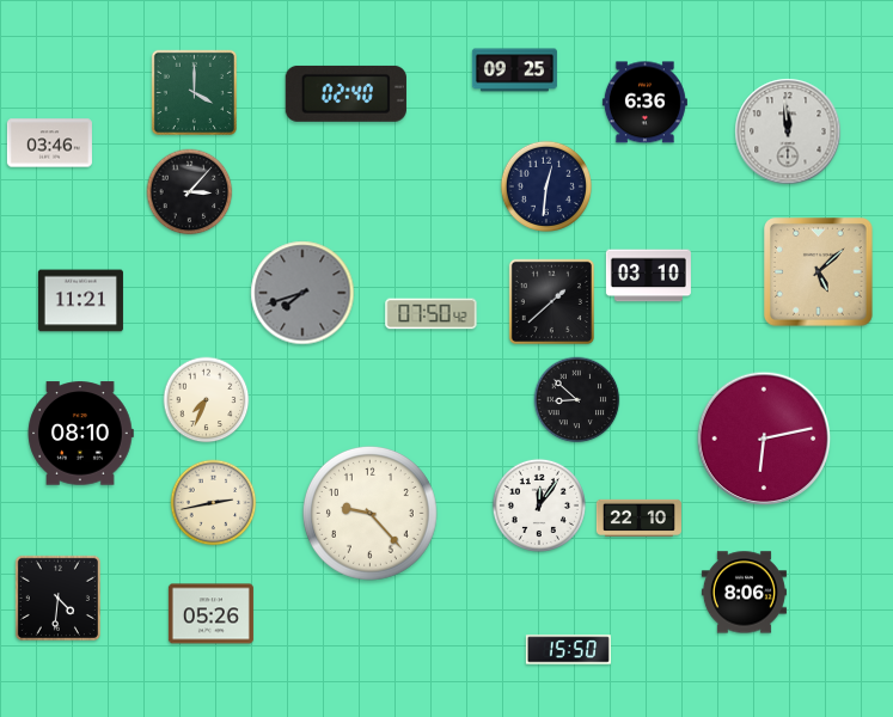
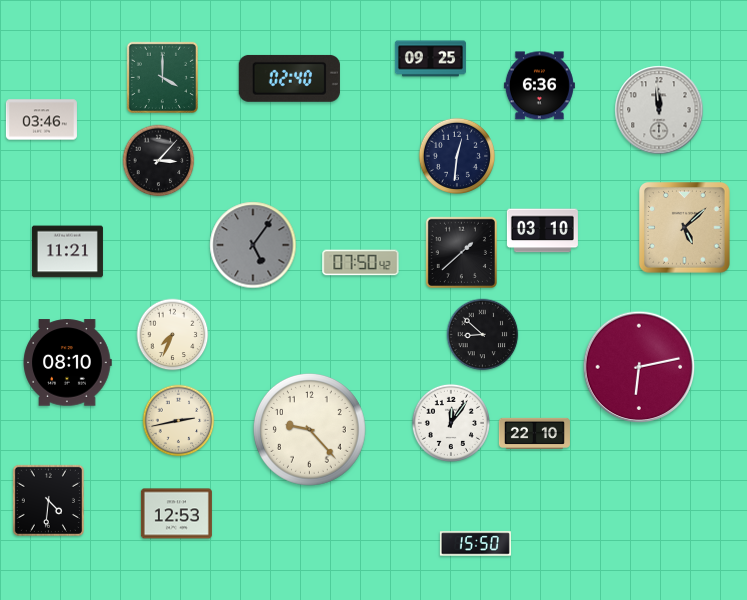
clock at (302, 293): 7:42 -> 5:06
clock at (744, 593): 8:06 -> none
clock at (210, 614): 05:26 -> 12:53
